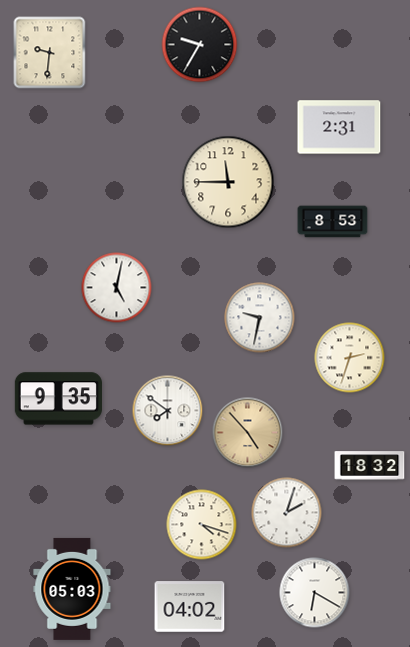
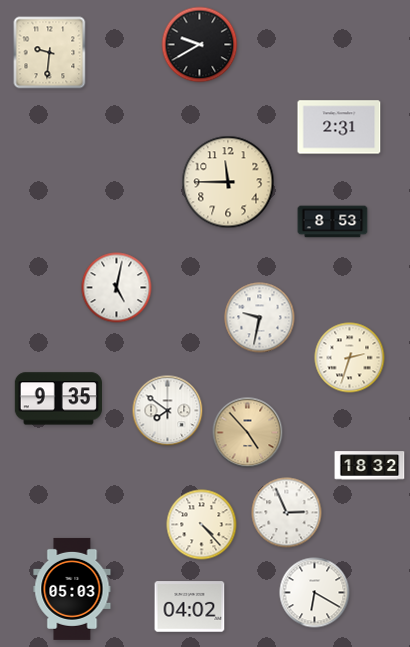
clock at (200, 45): 9:35 -> 9:40
clock at (287, 513): 2:03 -> 2:56
clock at (202, 525): 4:18 -> 4:23
